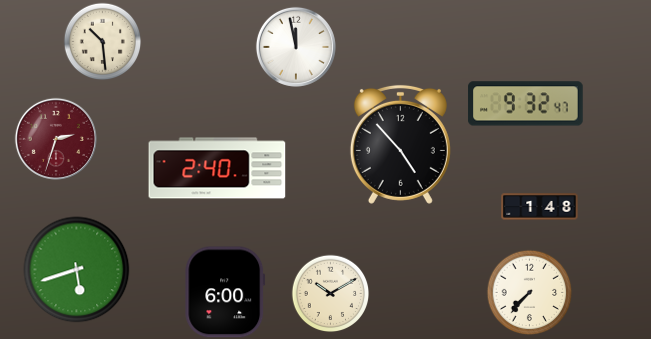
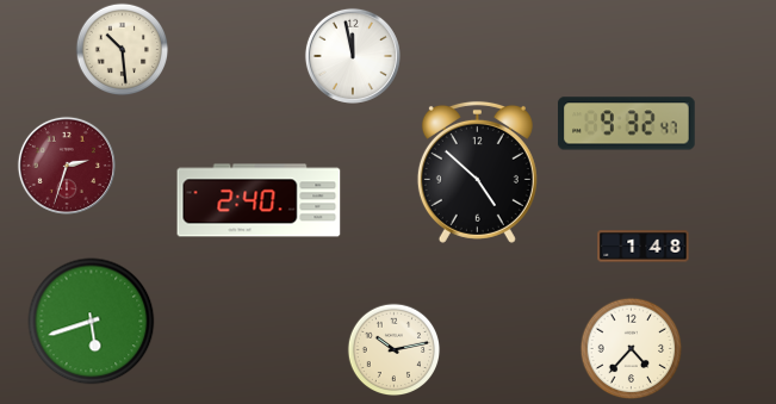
clock at (400, 144): 4:53 -> 4:52
clock at (225, 292): 6:00 -> none
clock at (529, 292): 7:37 -> 4:37
clock at (330, 293): 10:10 -> 10:13
